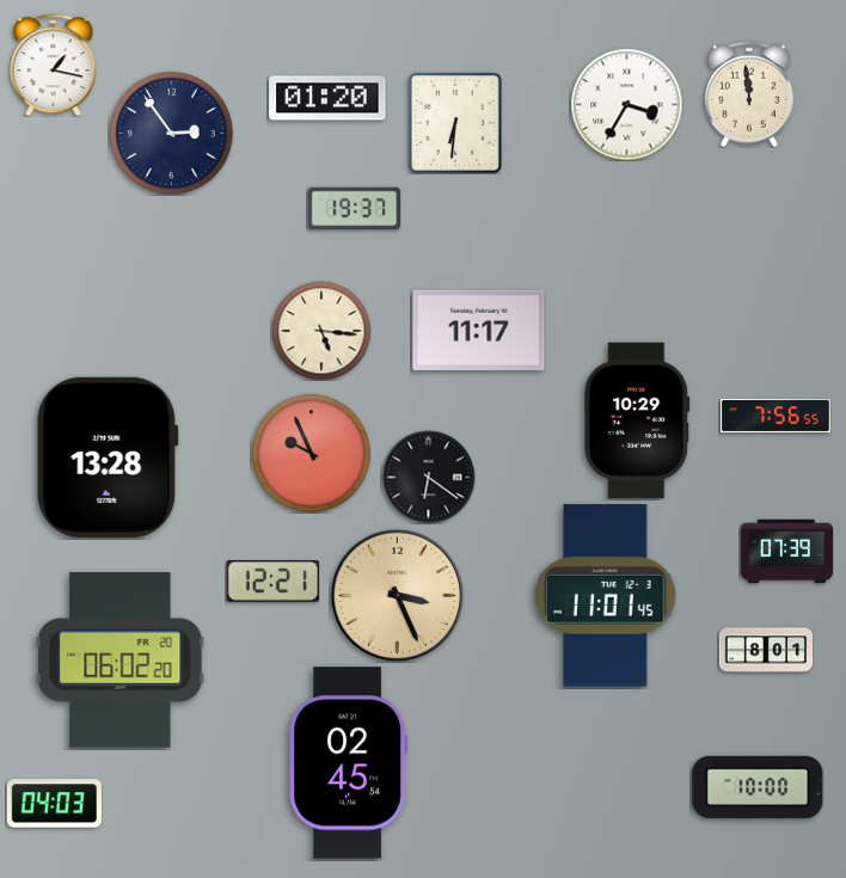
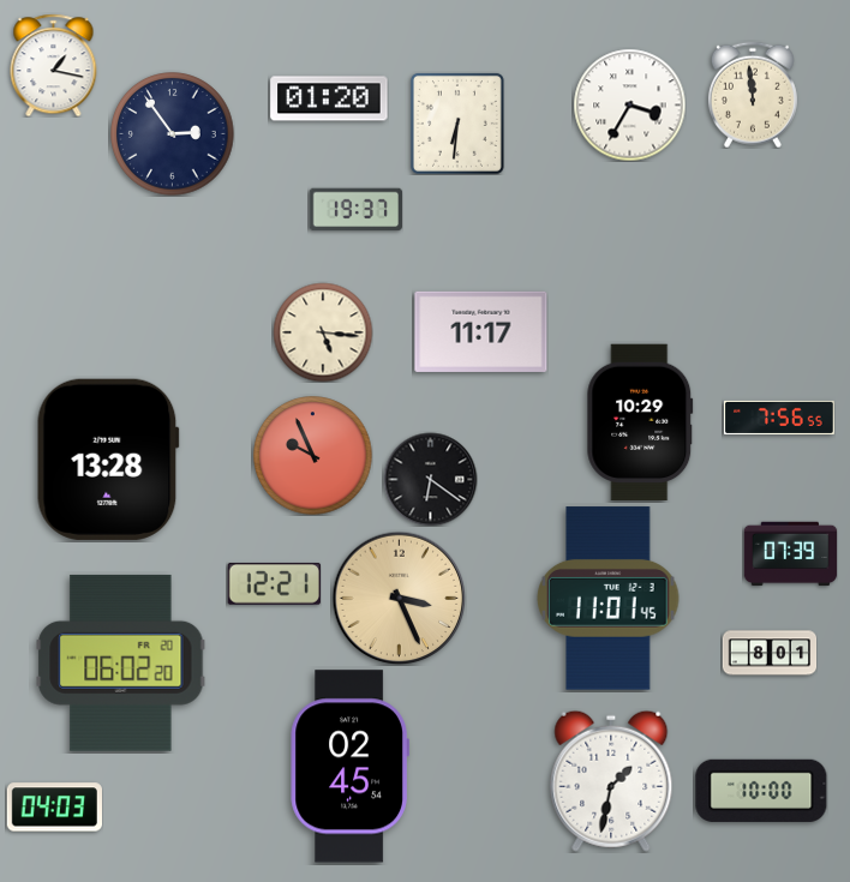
clock at (611, 781): none -> 1:32
